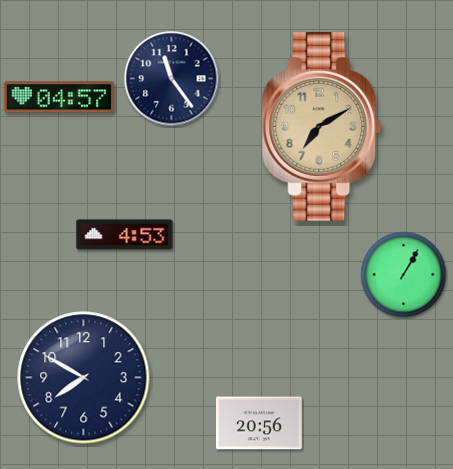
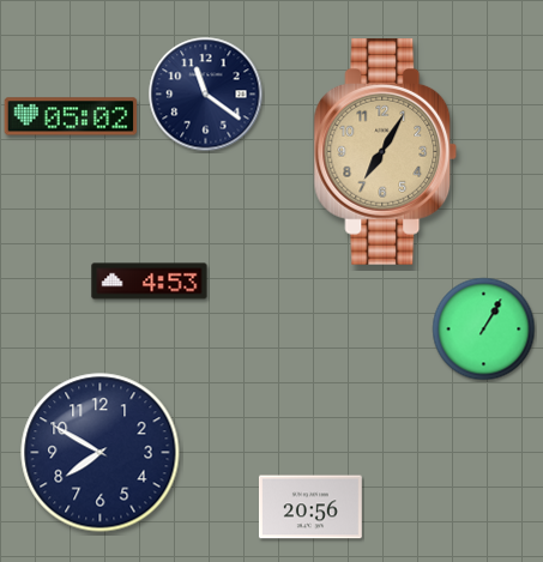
clock at (172, 79): 11:24 -> 11:21
clock at (59, 97): 04:57 -> 05:02
clock at (322, 126): 7:10 -> 7:05
